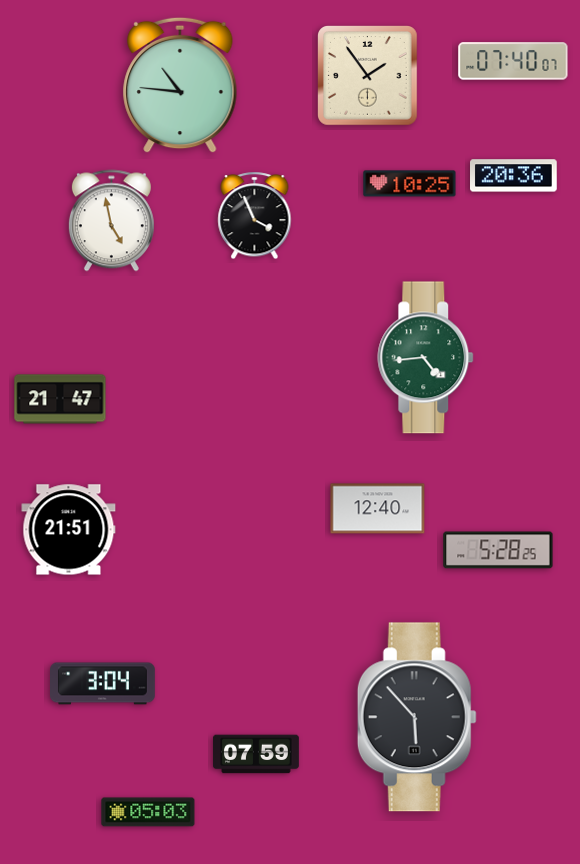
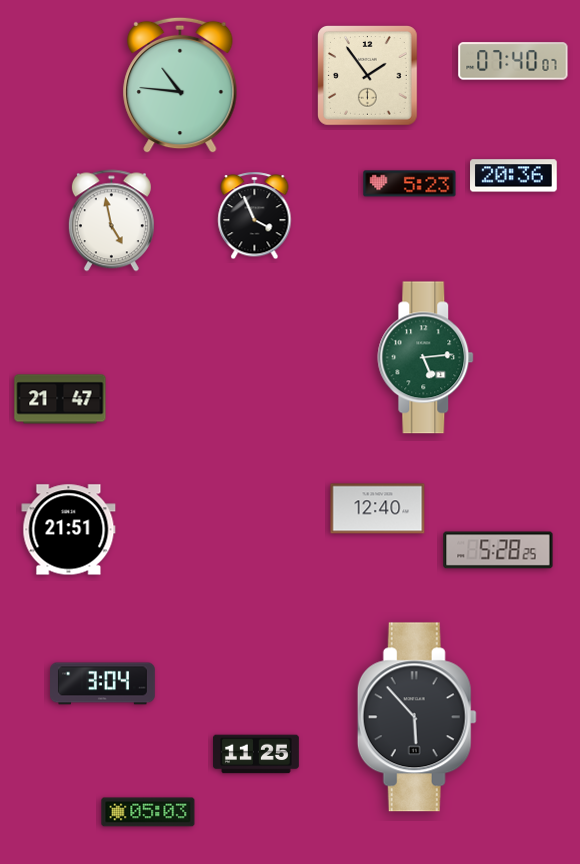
clock at (410, 184): 10:25 -> 5:23
clock at (426, 358): 4:44 -> 5:14
clock at (257, 754): 07:59 -> 11:25
